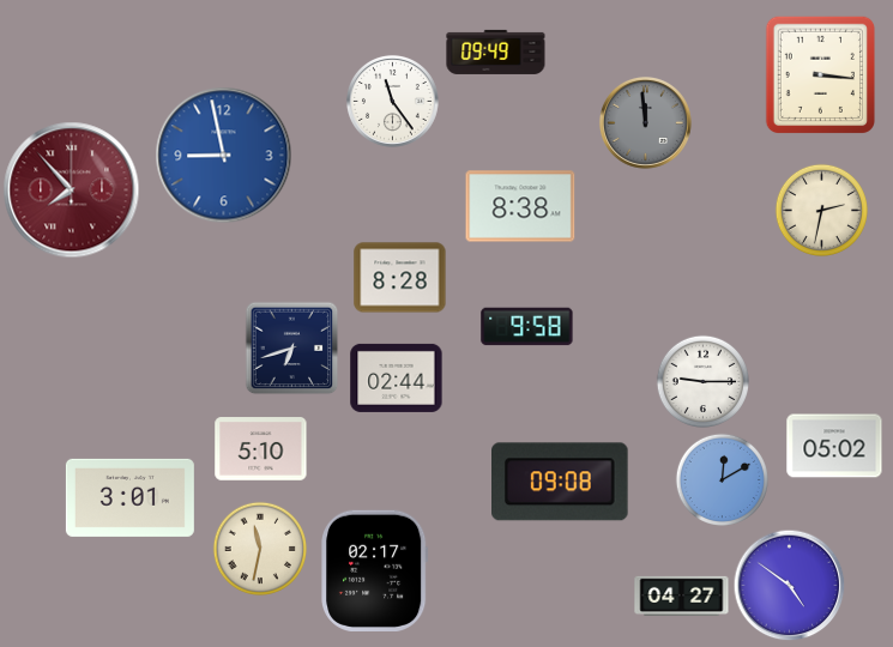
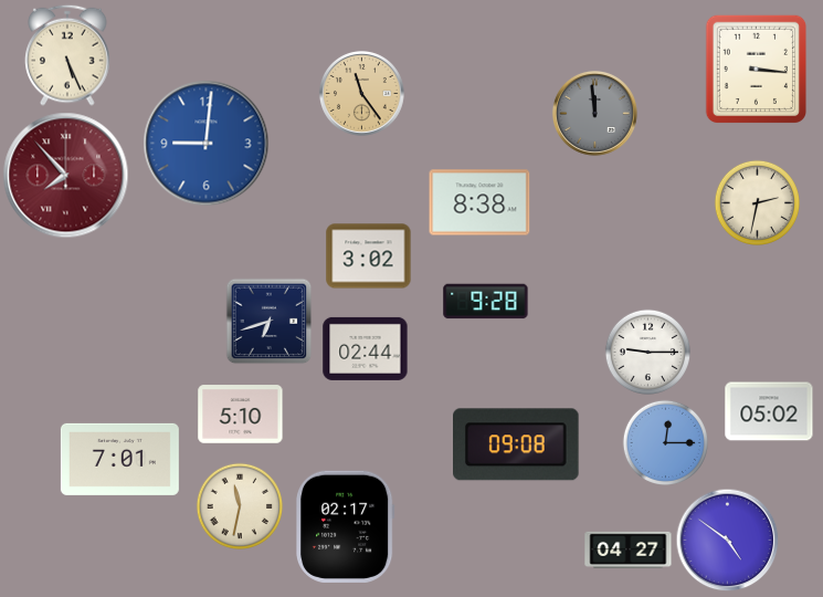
clock at (496, 52): 09:49 -> none
clock at (67, 55): none -> 5:26
clock at (392, 101) dial: white -> champagne
clock at (224, 156): 8:58 -> 9:01
clock at (520, 206) position: (520, 206) -> (479, 202)
clock at (821, 210) position: (821, 210) -> (757, 202)
clock at (400, 278): 8:28 -> 3:02
clock at (527, 327): 9:58 -> 9:28
clock at (722, 479): 12:10 -> 12:15
clock at (129, 497): 3:01 -> 7:01
